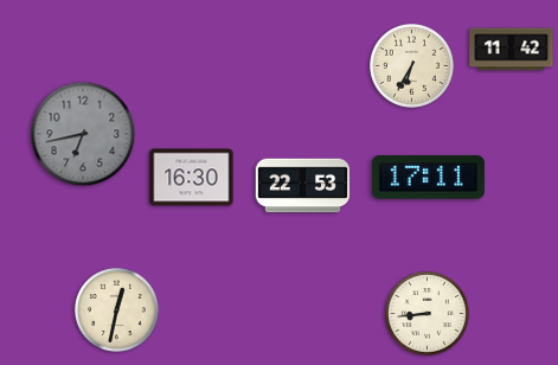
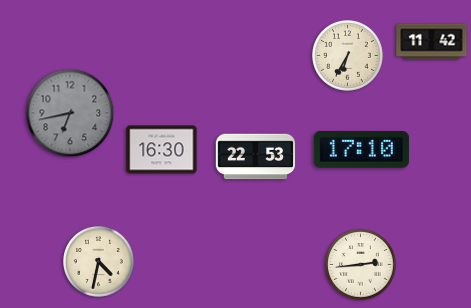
clock at (428, 178): 17:11 -> 17:10
clock at (117, 310): 12:32 -> 4:32
clock at (428, 314): 8:44 -> 2:44
